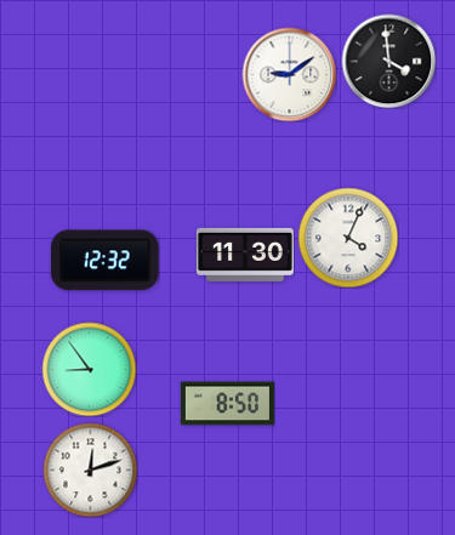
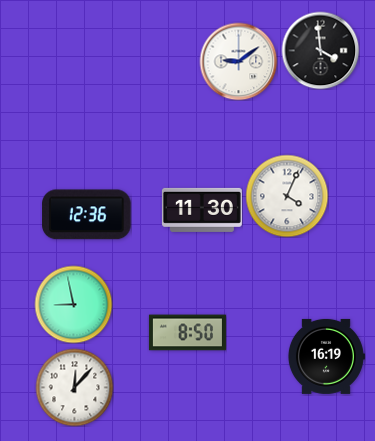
clock at (106, 261): 12:32 -> 12:36
clock at (89, 369): 8:54 -> 8:58
clock at (326, 356): none -> 16:19
clock at (90, 469): 12:12 -> 12:07
